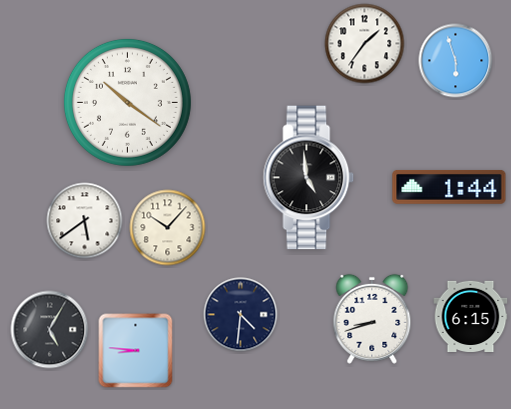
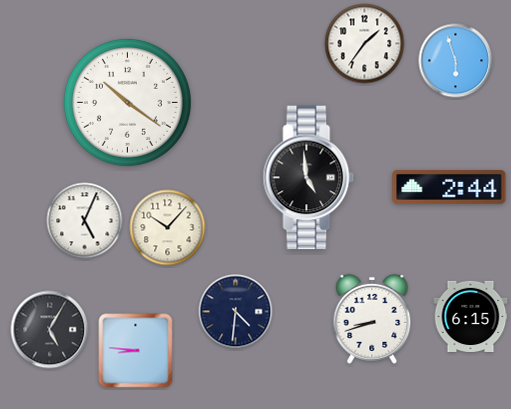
clock at (449, 187): 1:44 -> 2:44
clock at (85, 221): 5:39 -> 5:04
clock at (241, 315) position: (241, 315) -> (236, 312)
